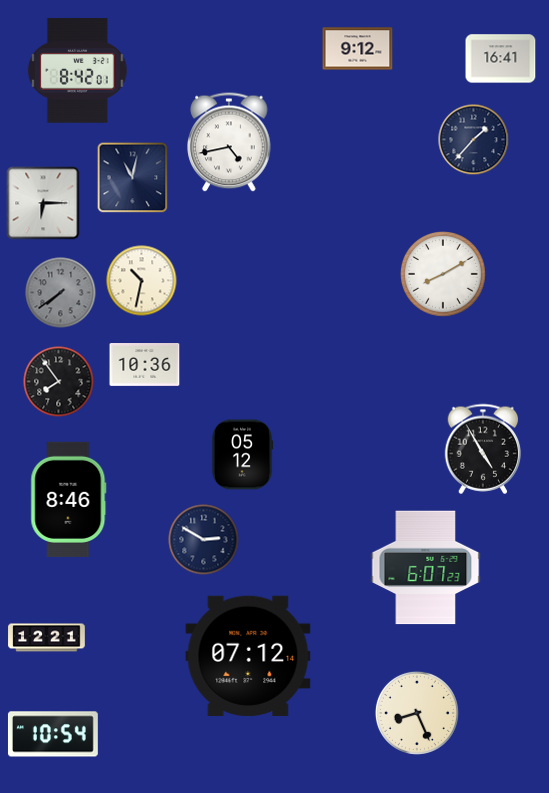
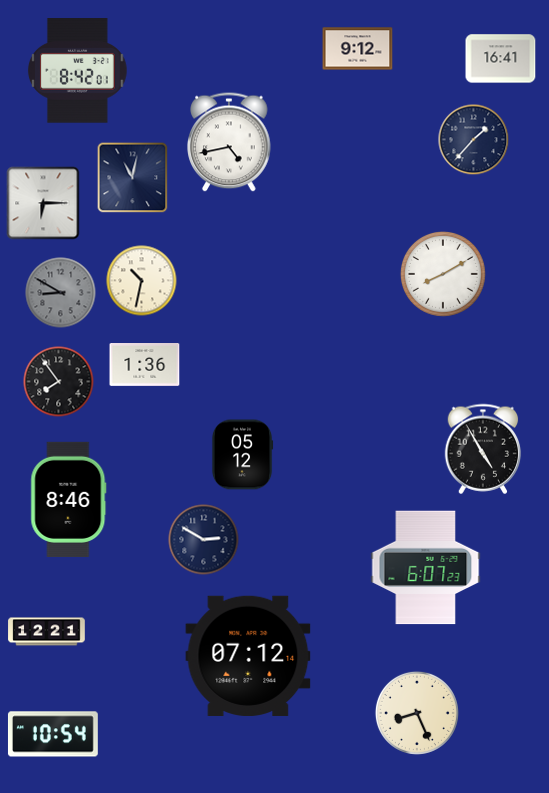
clock at (61, 293): 7:39 -> 8:50
clock at (145, 365): 10:36 -> 1:36
clock at (47, 638) position: (47, 638) -> (47, 632)
